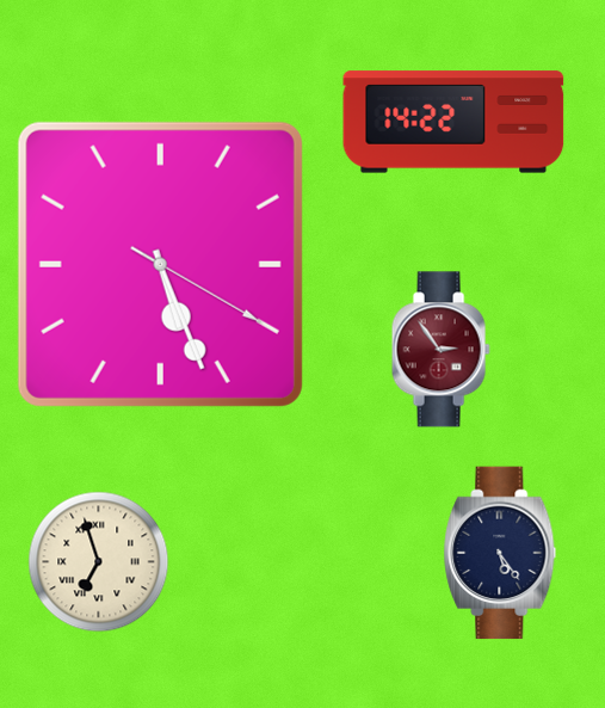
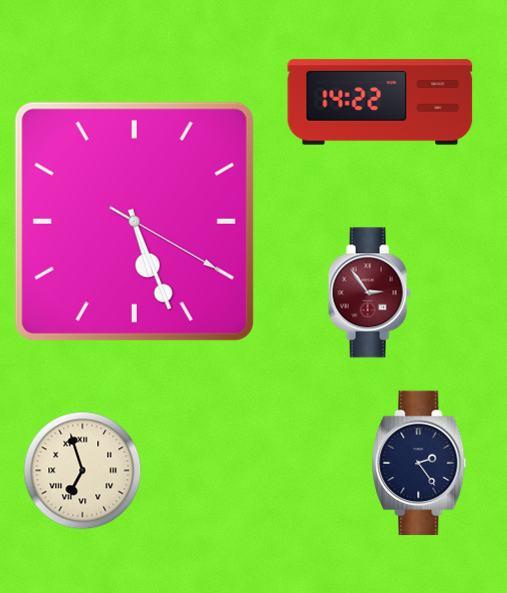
clock at (500, 553): 5:24 -> 2:24
